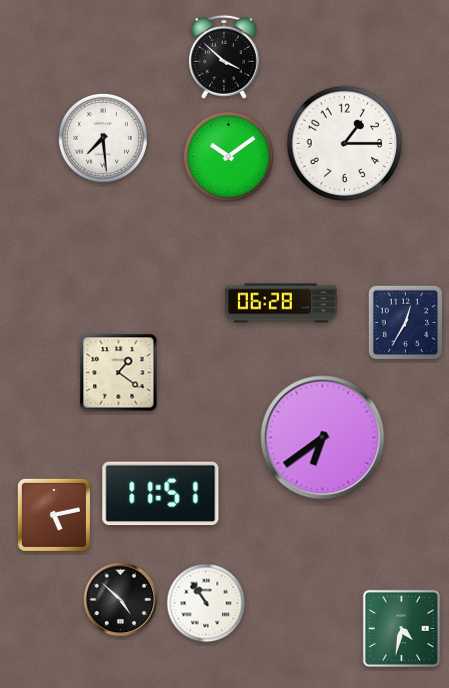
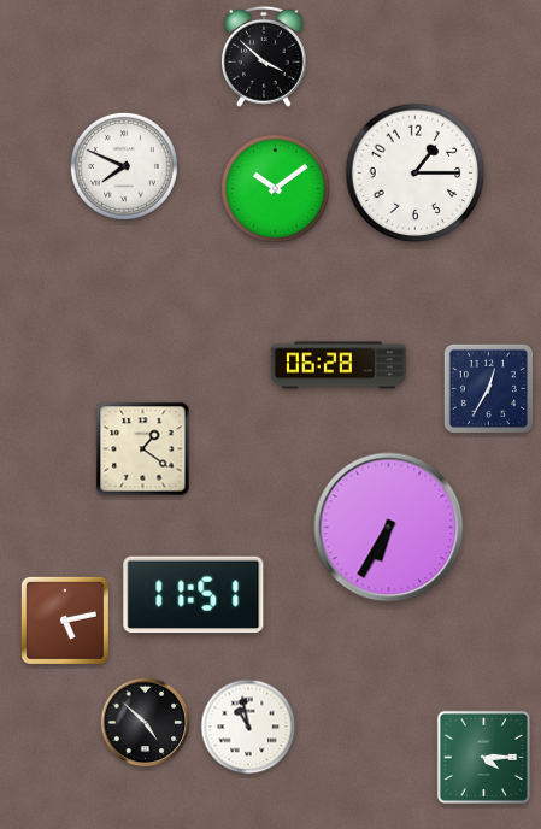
clock at (224, 57) position: (224, 57) -> (264, 57)
clock at (103, 138): 7:29 -> 7:49
clock at (323, 438): 6:39 -> 6:35
clock at (206, 603): 10:54 -> 10:58
clock at (401, 628): 4:32 -> 4:15
